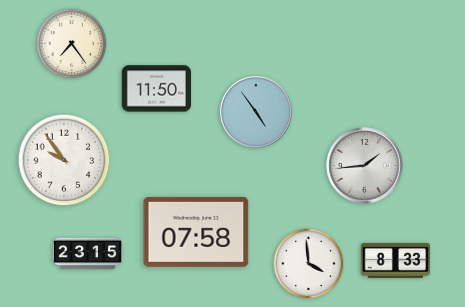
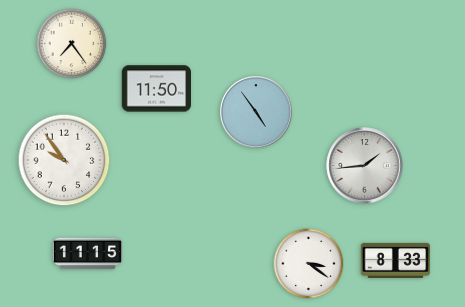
clock at (196, 232): 07:58 -> none
clock at (88, 254): 23:15 -> 11:15
clock at (309, 264): 3:59 -> 3:21
